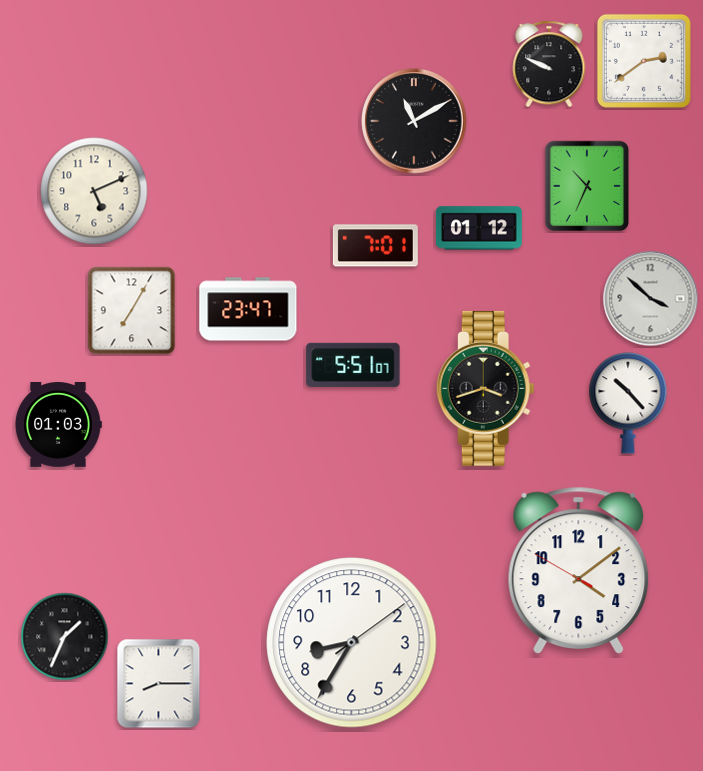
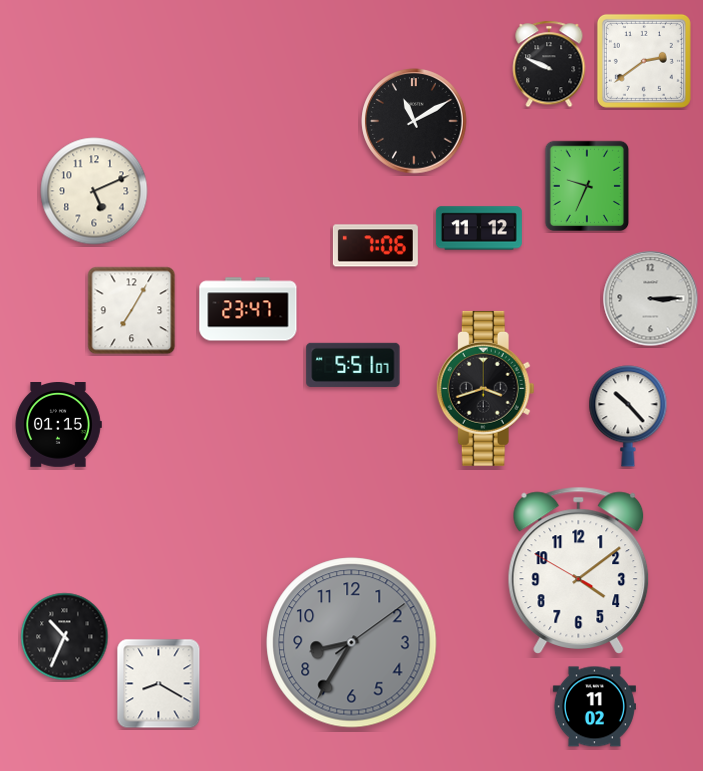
clock at (587, 186): 10:34 -> 9:34
clock at (479, 228): 01:12 -> 11:12
clock at (375, 246): 7:01 -> 7:06
clock at (651, 299): 3:52 -> 3:15
clock at (628, 403) position: (628, 403) -> (628, 416)
clock at (58, 425): 01:03 -> 01:15
clock at (65, 637): 1:34 -> 10:34
clock at (352, 643) dial: white -> grey
clock at (159, 684): 8:15 -> 8:20
clock at (594, 707): none -> 11:02
